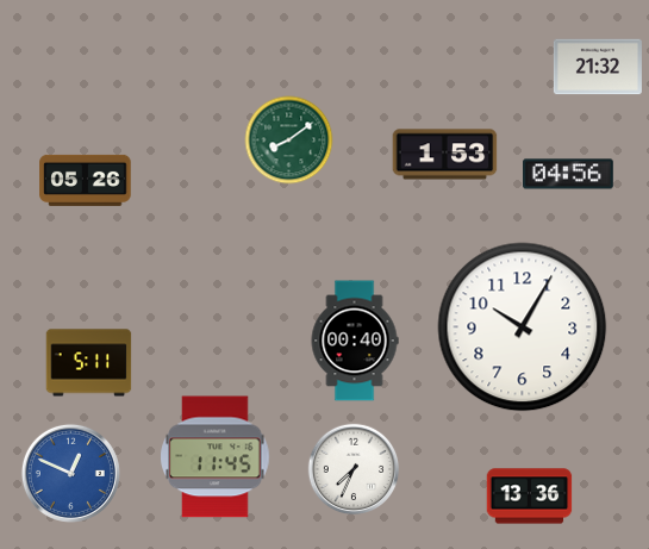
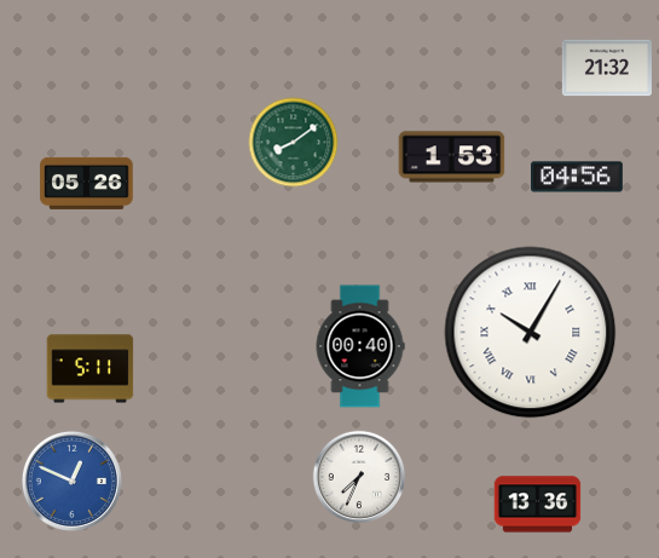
clock at (523, 327) numerals: Arabic -> Roman
clock at (216, 457): 11:45 -> none
